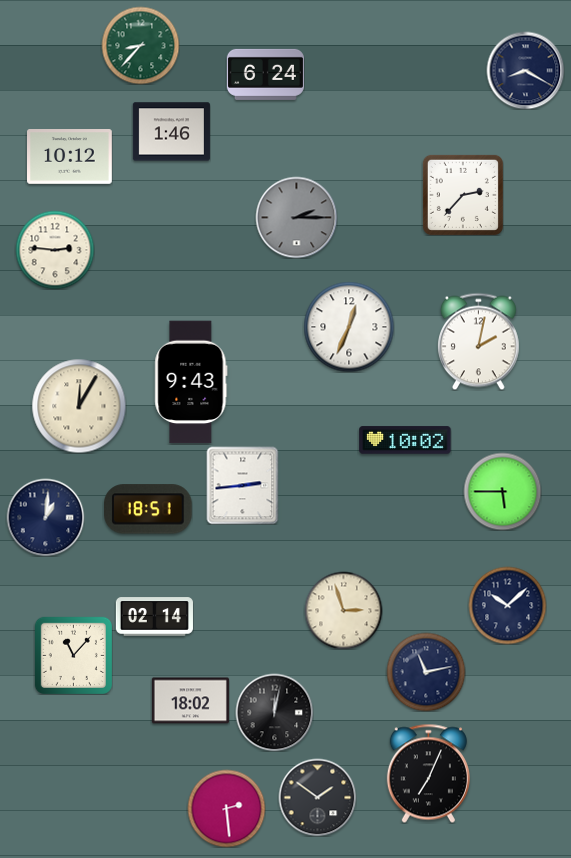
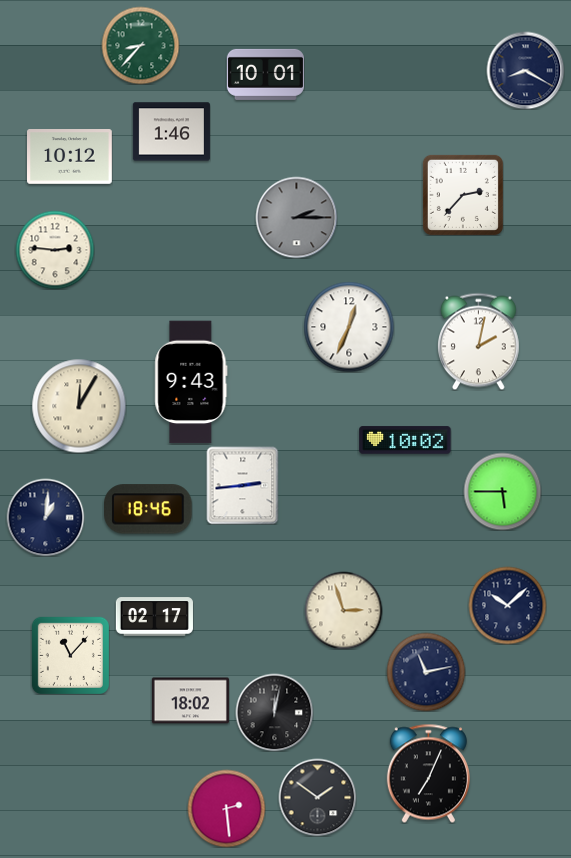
clock at (265, 74): 6:24 -> 10:01
clock at (149, 509): 18:51 -> 18:46
clock at (154, 617): 02:14 -> 02:17
clock at (73, 655) position: (73, 655) -> (70, 655)
